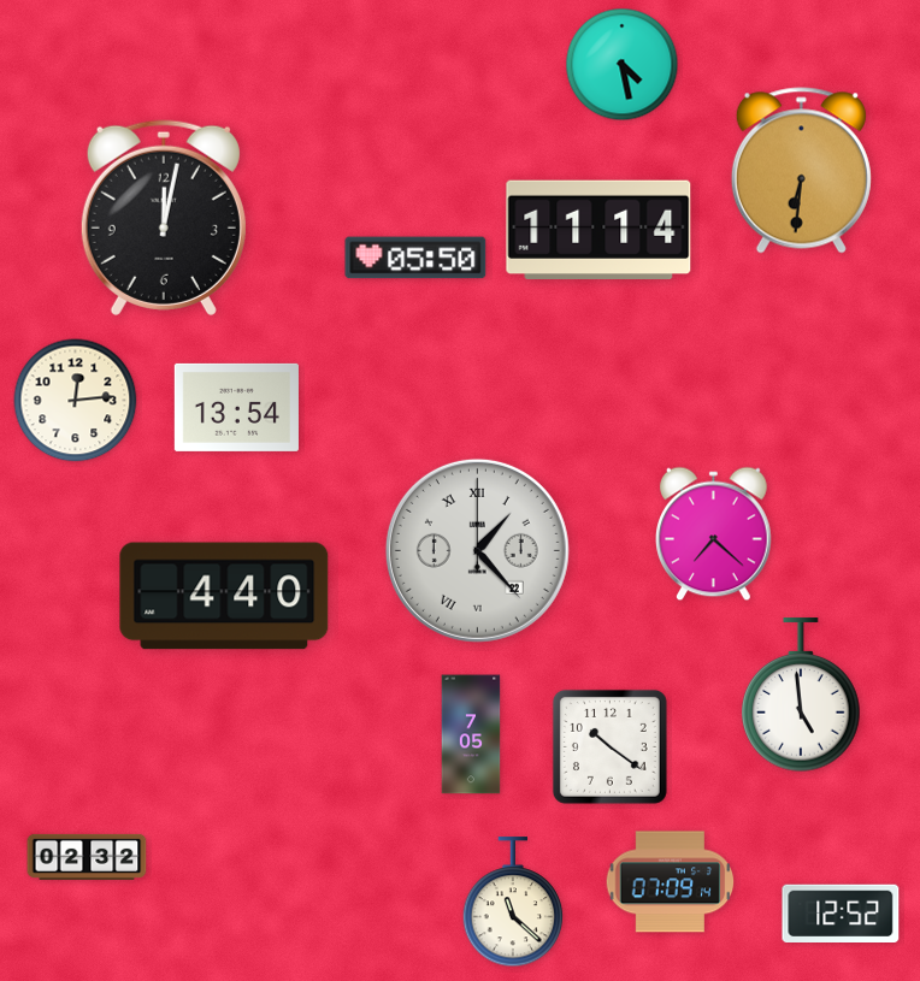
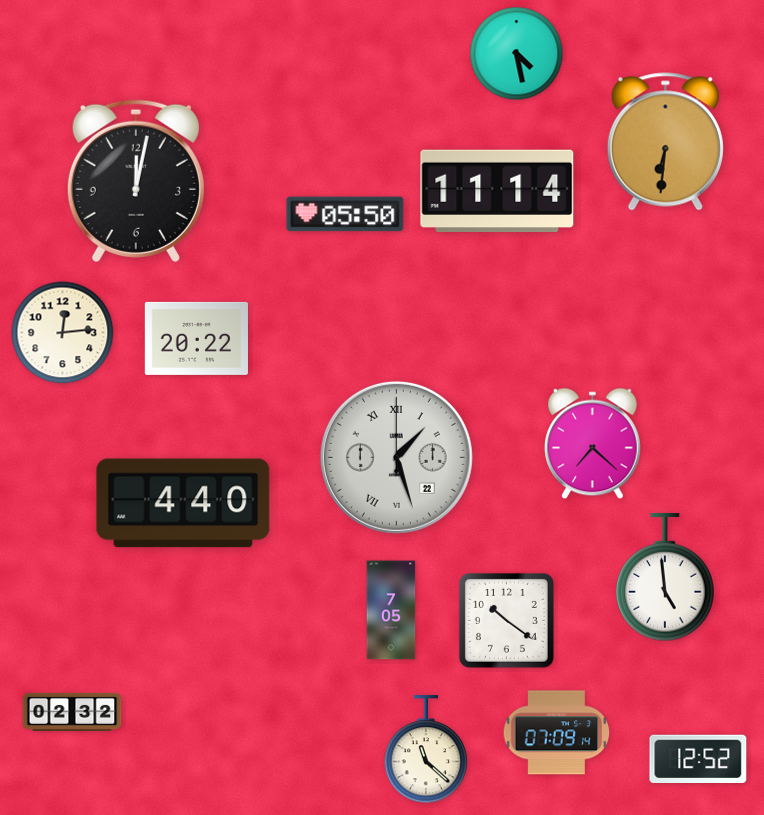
clock at (236, 407): 13:54 -> 20:22
clock at (477, 550): 1:23 -> 1:27
clock at (224, 596) position: (224, 596) -> (183, 503)
